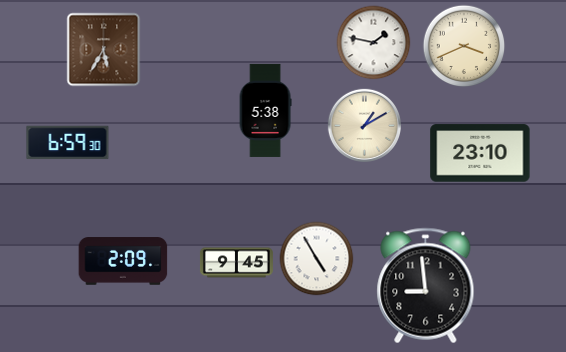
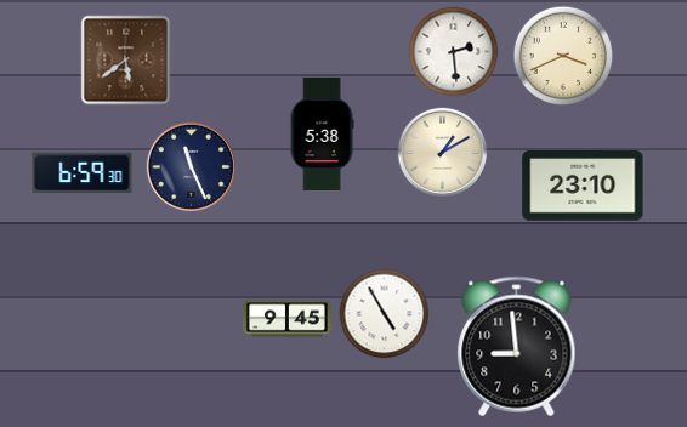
clock at (374, 43): 1:47 -> 2:29
clock at (104, 50): 5:35 -> 5:39
clock at (191, 166): none -> 11:26
clock at (123, 261): 2:09 -> none
